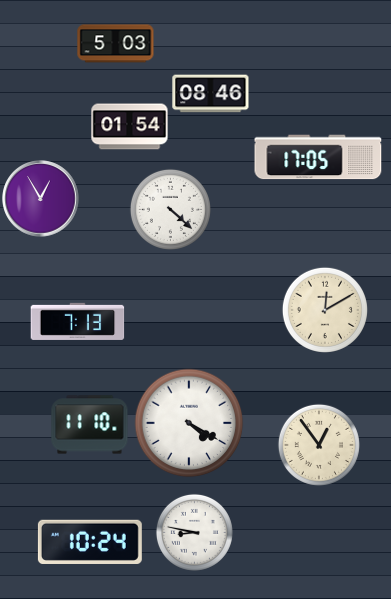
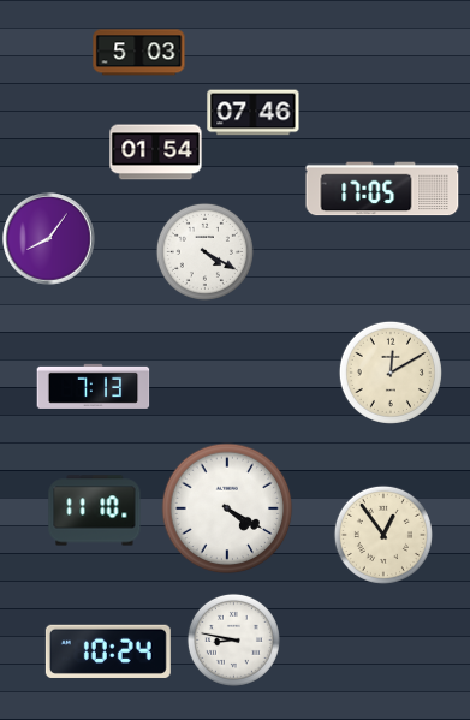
clock at (211, 94): 08:46 -> 07:46
clock at (41, 199): 12:55 -> 8:06
clock at (170, 209): 4:22 -> 4:20
clock at (90, 425) position: (90, 425) -> (95, 511)
